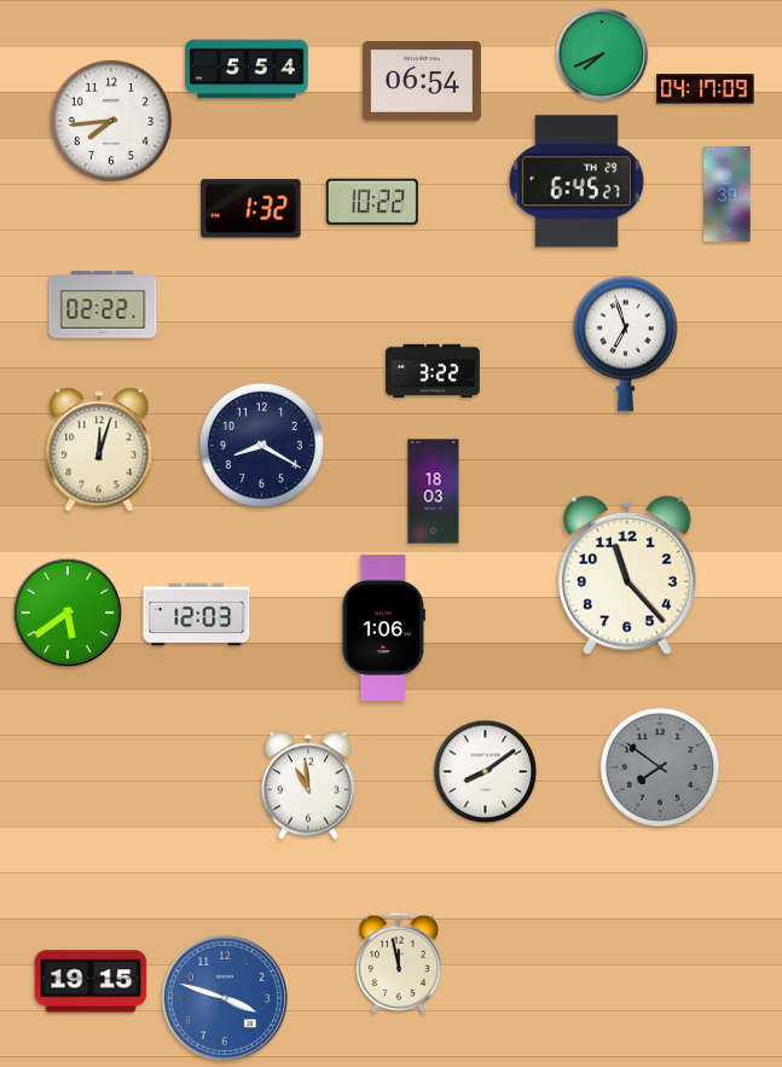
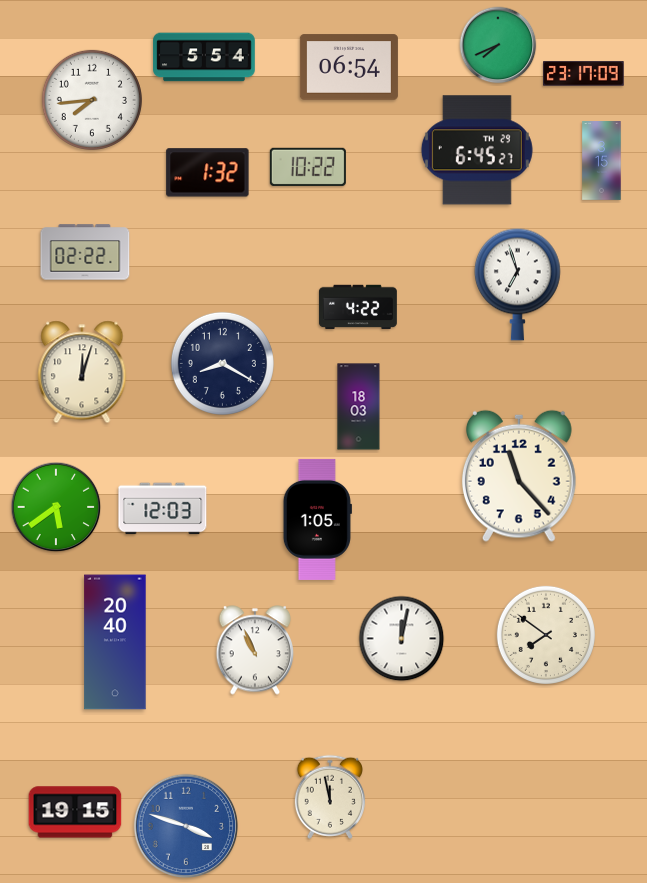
clock at (706, 89): 04:17 -> 23:17
clock at (728, 195): 2:39 -> 3:15
clock at (433, 371): 3:22 -> 4:22
clock at (261, 445) position: (261, 445) -> (222, 363)
clock at (383, 627): 1:06 -> 1:05
clock at (660, 767) dial: grey -> cream
clock at (486, 772): 8:09 -> 12:02
clock at (115, 642): none -> 20:40
clock at (308, 785): 10:59 -> 10:56
